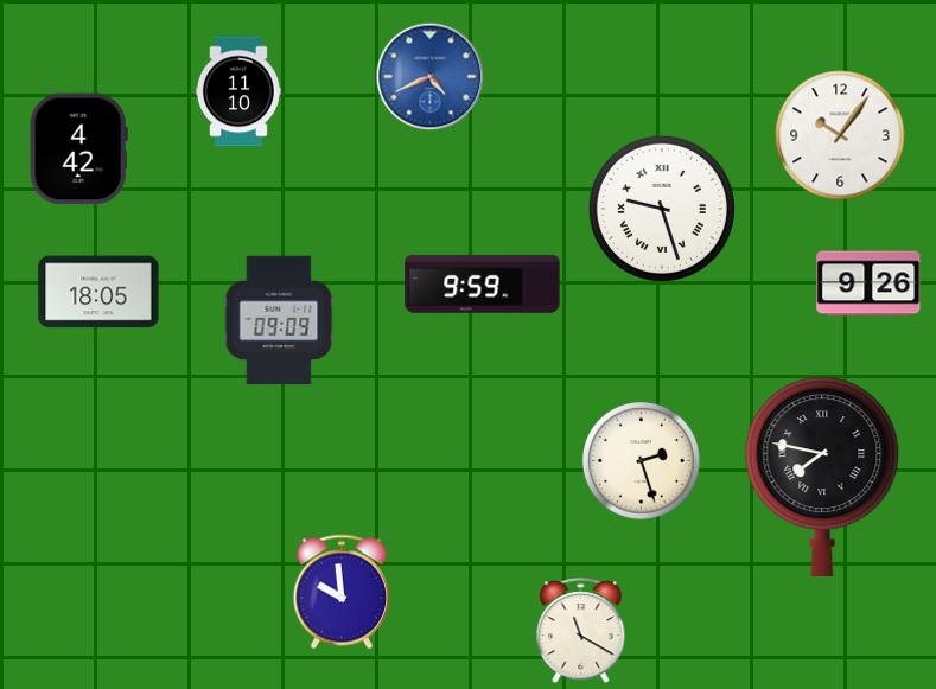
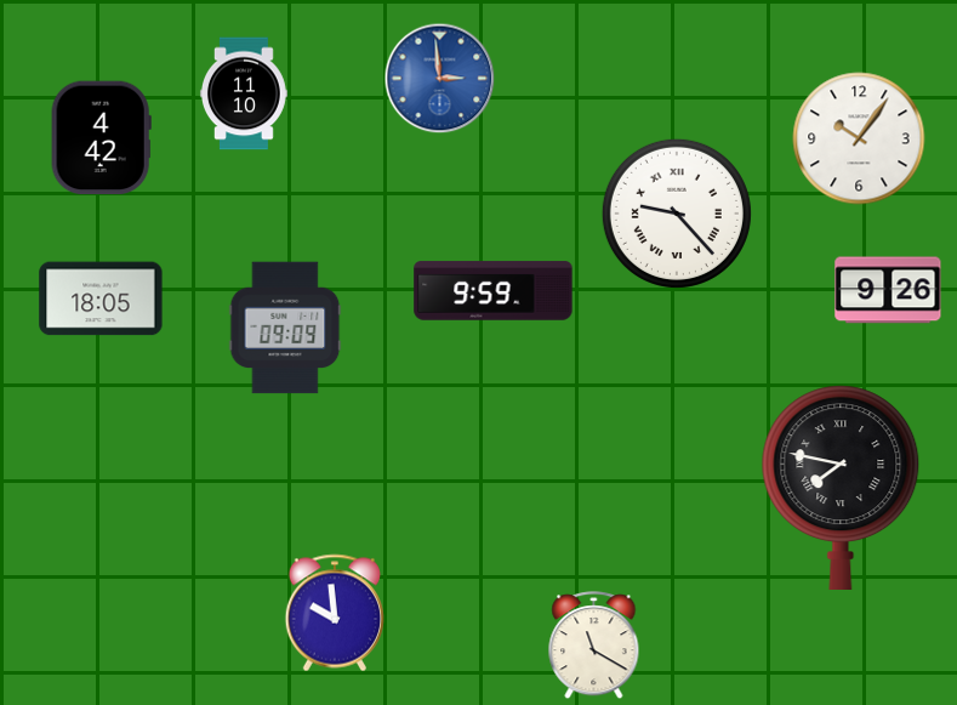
clock at (431, 77): 4:41 -> 2:59
clock at (78, 149) position: (78, 149) -> (101, 138)
clock at (662, 209): 9:27 -> 9:23
clock at (641, 460): 2:27 -> none
clock at (340, 592) position: (340, 592) -> (334, 613)
